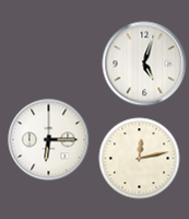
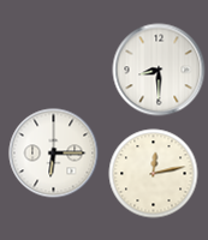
clock at (144, 64): 5:03 -> 8:30
